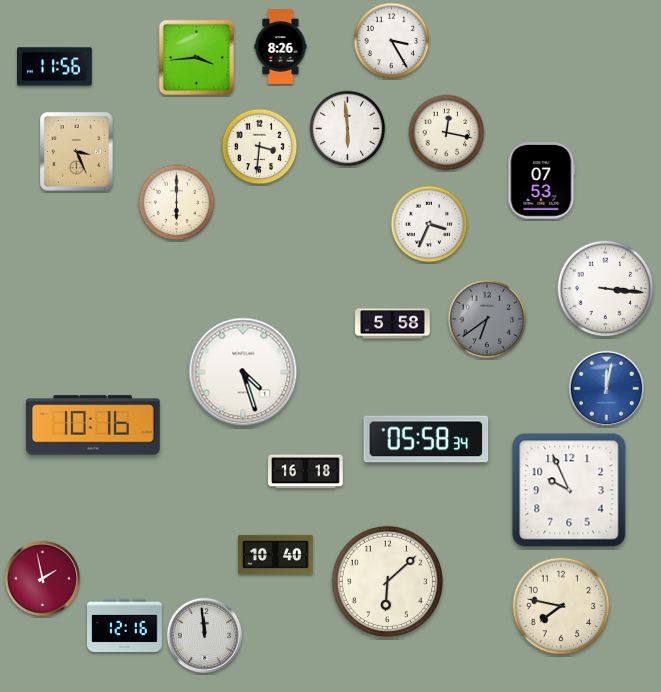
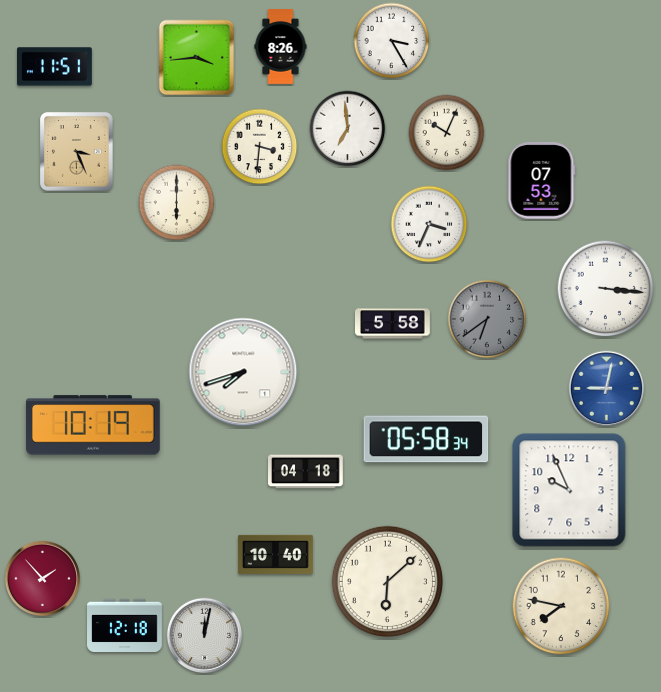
clock at (55, 67): 11:56 -> 11:51
clock at (348, 129): 5:59 -> 6:59
clock at (447, 133): 12:17 -> 10:04
clock at (243, 372): 4:27 -> 7:42
clock at (606, 388): 12:02 -> 9:02
clock at (94, 425): 10:16 -> 10:19
clock at (306, 472): 16:18 -> 04:18
clock at (42, 578): 1:58 -> 1:53
clock at (125, 625): 12:16 -> 12:18
clock at (204, 635): 11:59 -> 12:02
